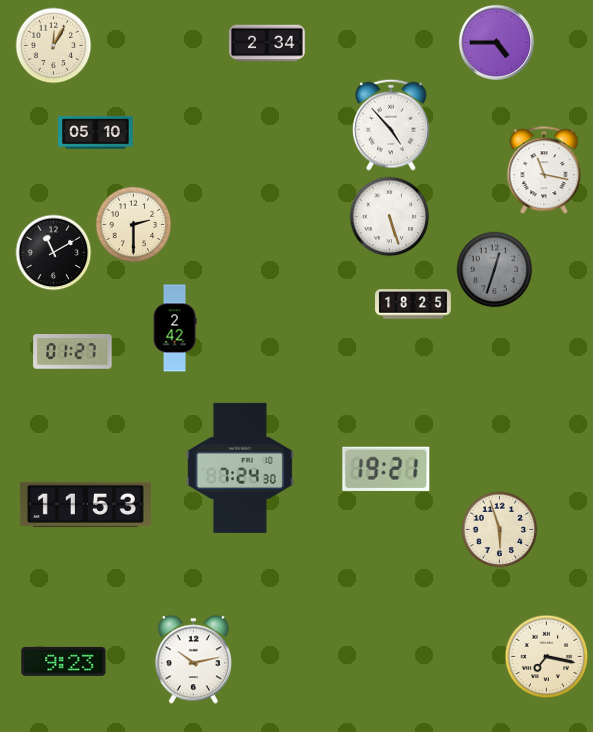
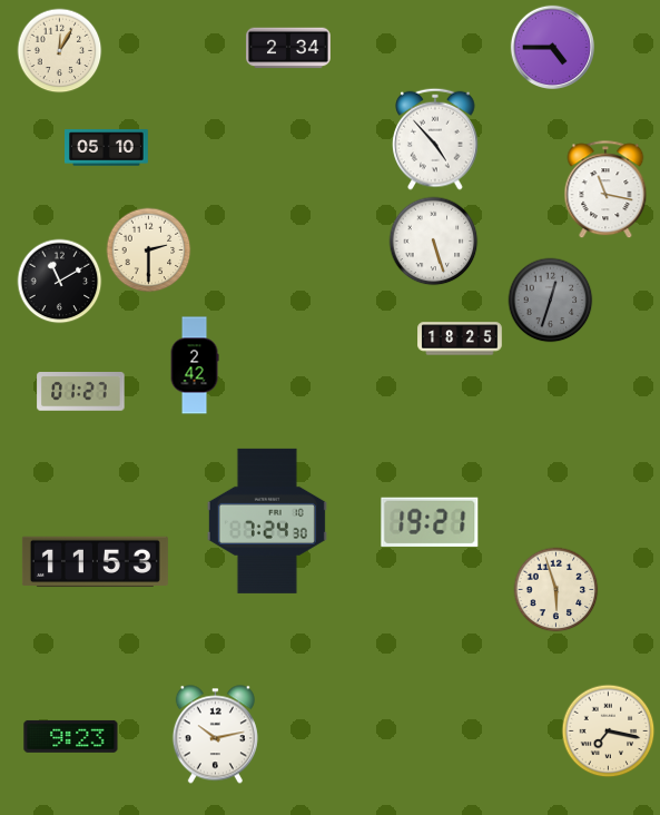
clock at (267, 43) position: (267, 43) -> (288, 48)
